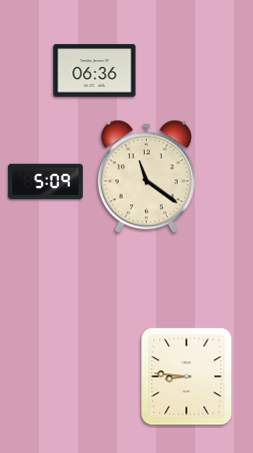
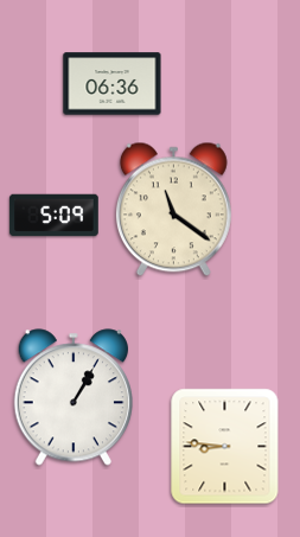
clock at (72, 397): none -> 1:05
clock at (187, 377) position: (187, 377) -> (225, 447)
